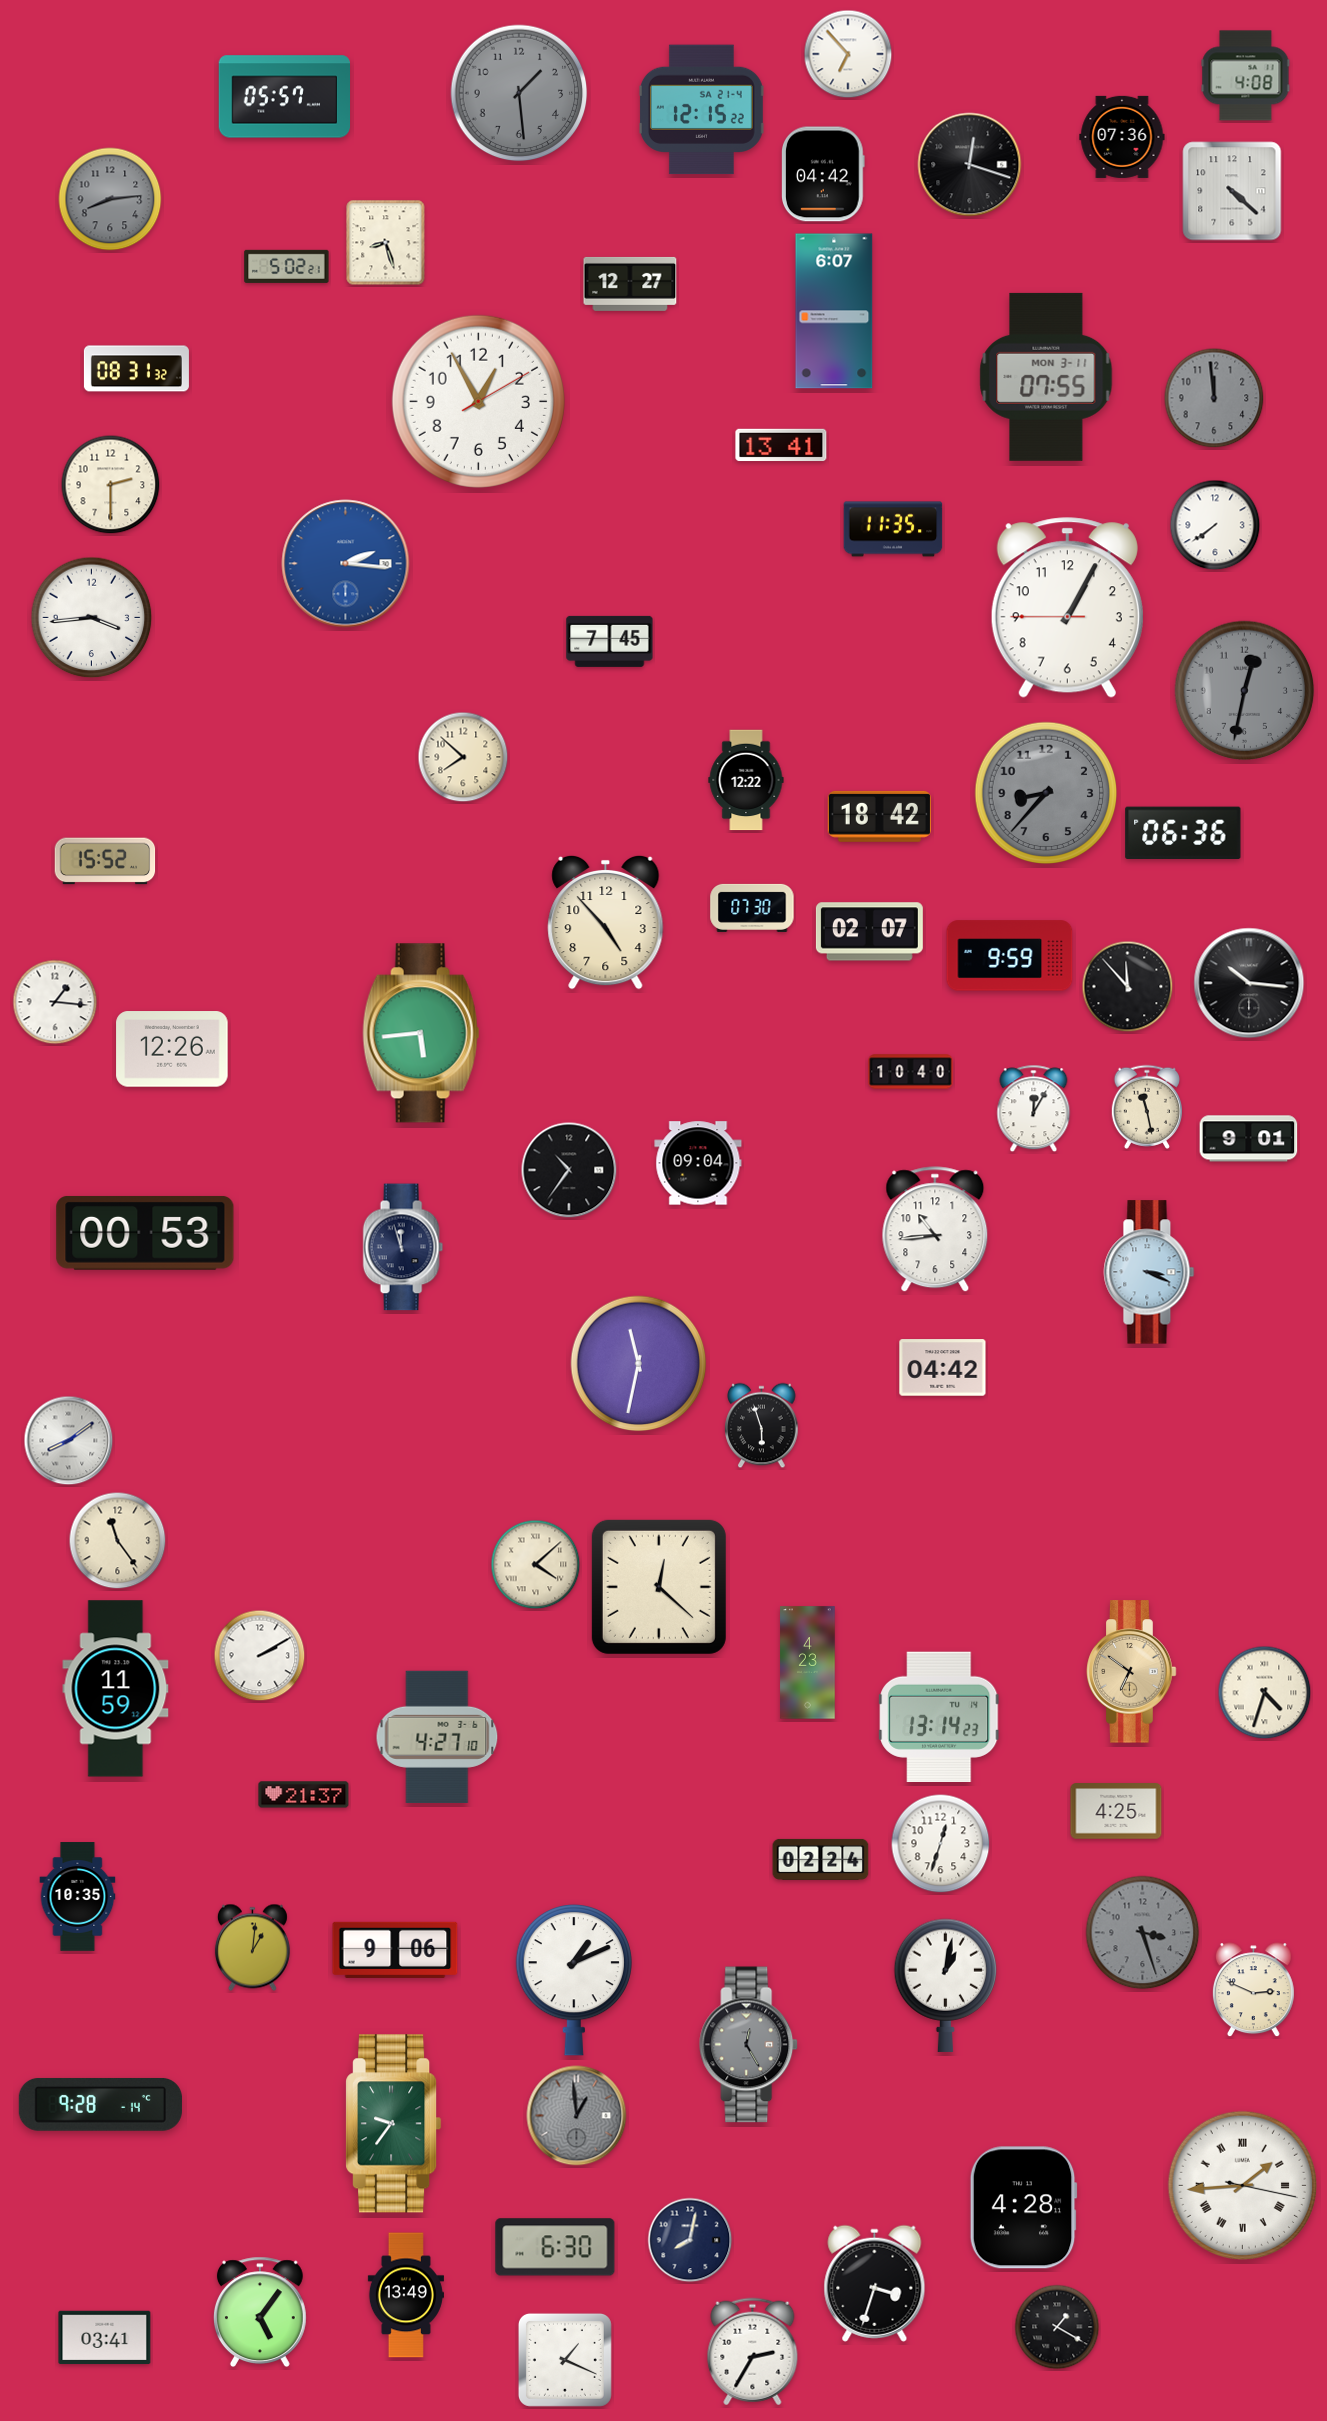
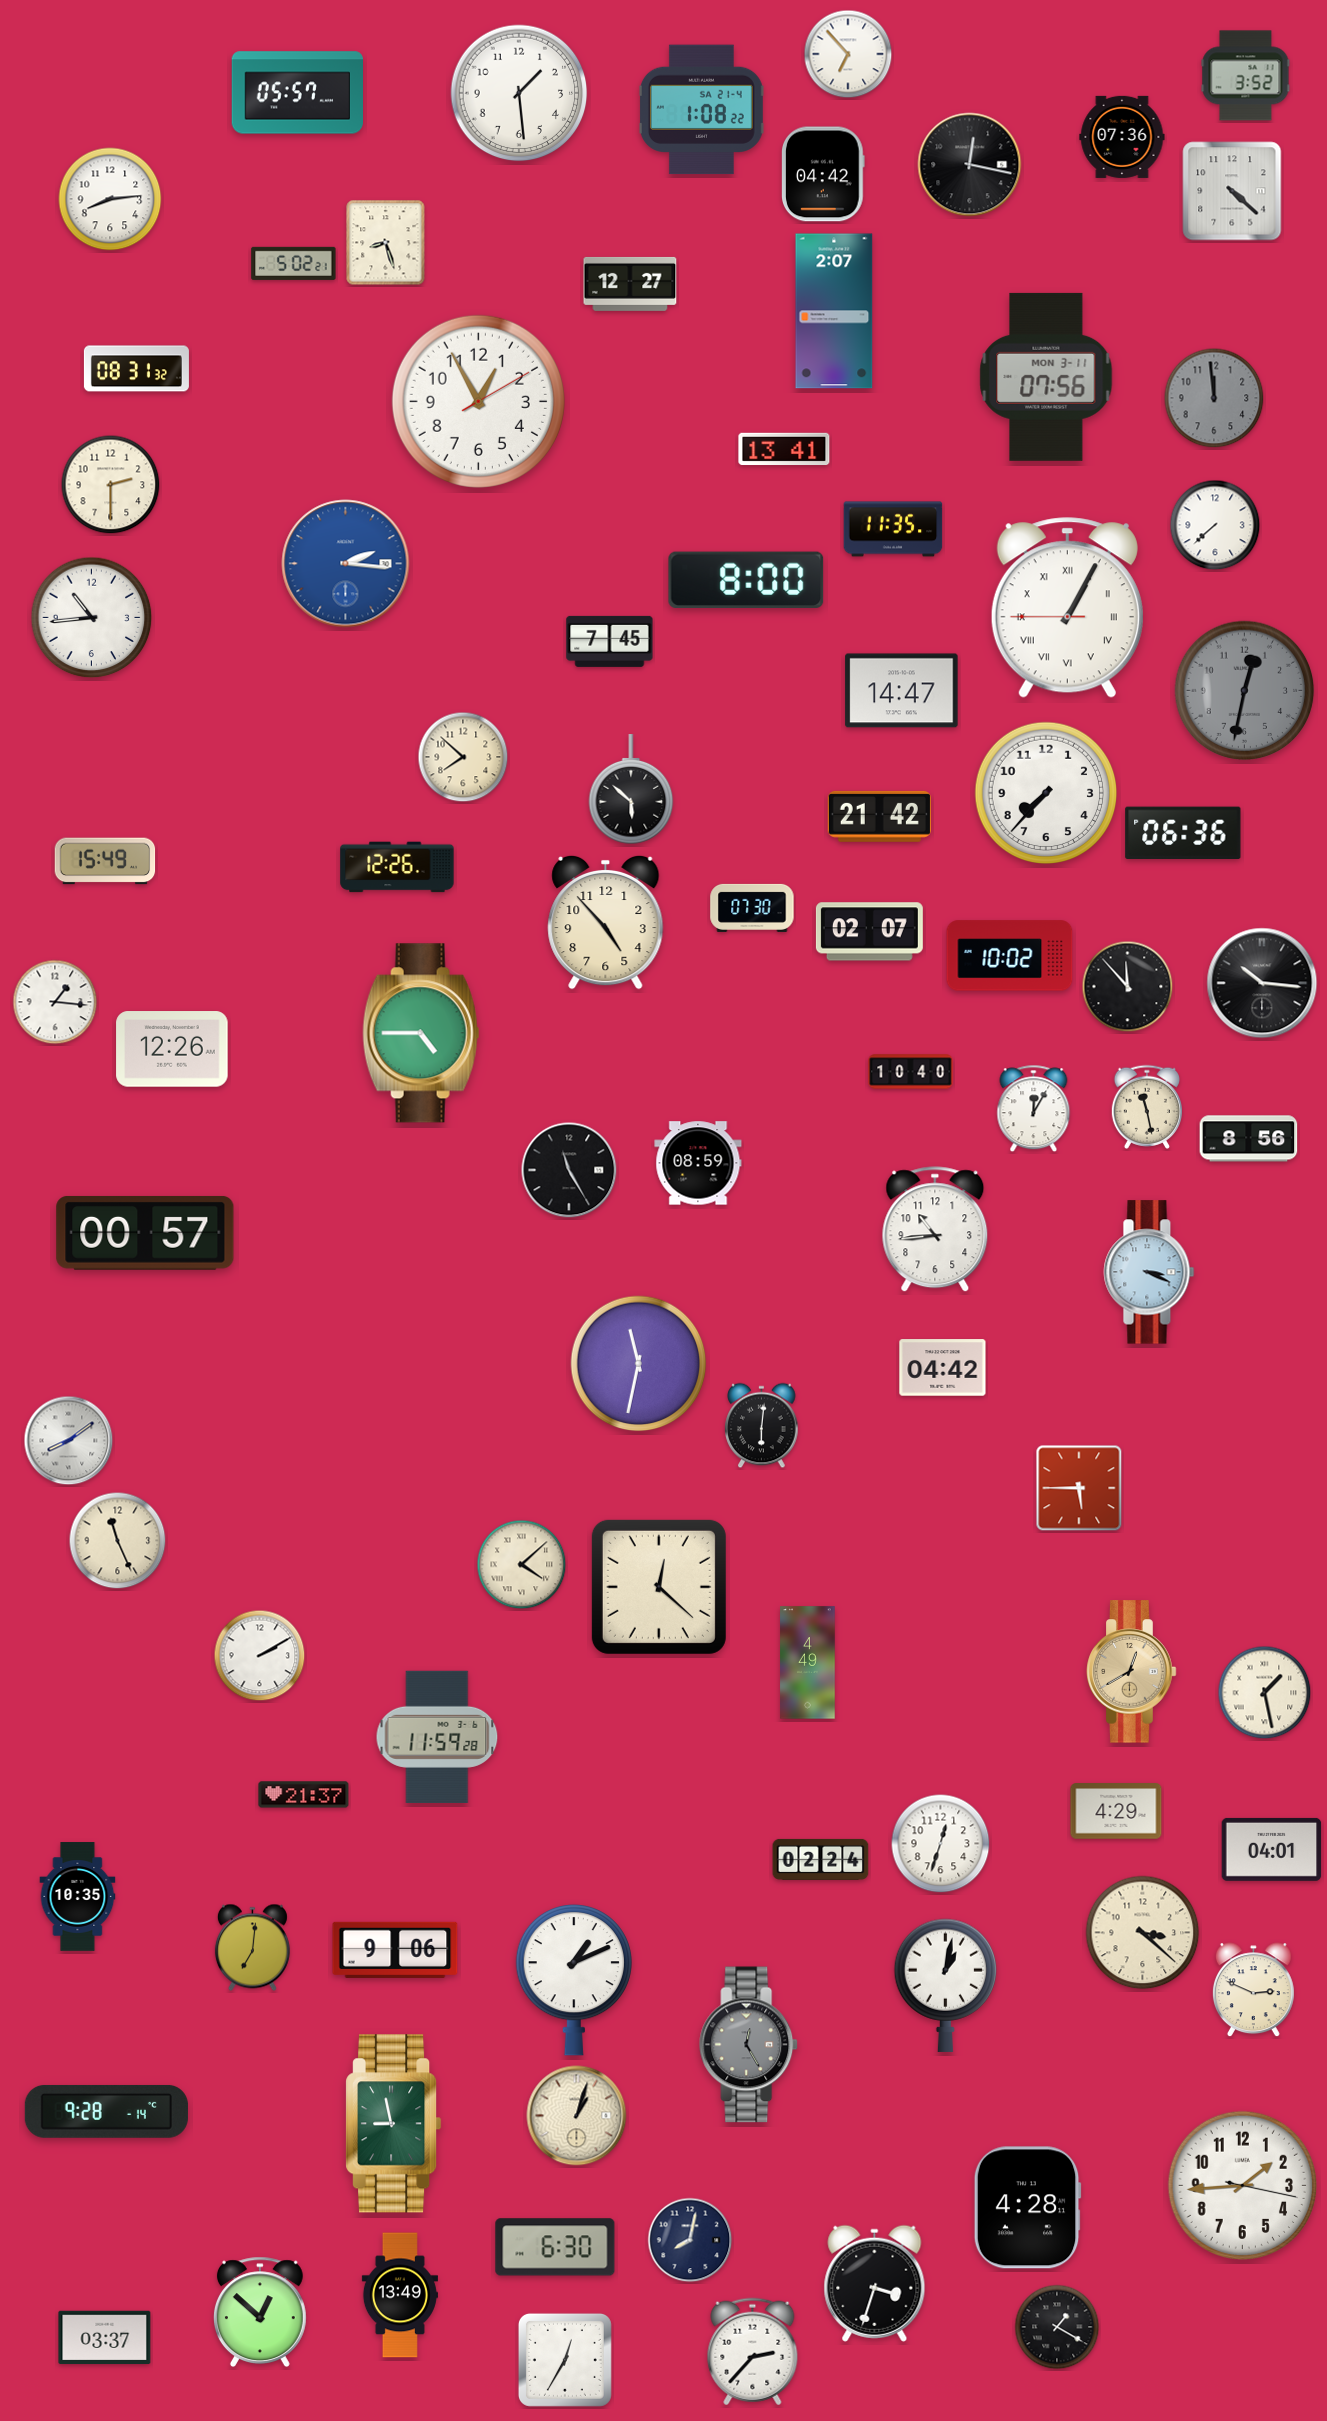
clock at (1246, 76): 4:08 -> 3:52
clock at (519, 93) dial: grey -> white
clock at (284, 97) position: (284, 97) -> (297, 93)
clock at (701, 110): 12:15 -> 1:08
clock at (970, 165): 12:18 -> 12:17
clock at (110, 199) dial: grey -> white
clock at (287, 266) position: (287, 266) -> (294, 263)
clock at (834, 311): 6:07 -> 2:07
clock at (1046, 377): 07:55 -> 07:56
clock at (781, 445) position: (781, 445) -> (784, 449)
clock at (1215, 525): 7:39 -> 7:38
clock at (746, 580): none -> 8:00
clock at (1067, 608) numerals: Arabic -> Roman
clock at (92, 618): 3:44 -> 10:44
clock at (902, 691): none -> 14:47
clock at (746, 780): 12:22 -> none
clock at (631, 790): none -> 5:52
clock at (1046, 793): 8:37 -> 7:37
clock at (1046, 793) dial: grey -> white
clock at (879, 816): 18:42 -> 21:42
clock at (105, 861): 15:52 -> 15:49
clock at (397, 867): none -> 12:26
clock at (1010, 956): 9:59 -> 10:02
clock at (1249, 983) position: (1249, 983) -> (1262, 983)
clock at (421, 1033): 5:44 -> 4:45
clock at (1249, 1139): 9:01 -> 8:56
clock at (698, 1163): 09:04 -> 08:59
clock at (569, 1170): 10:36 -> 11:25
clock at (145, 1233): 00:53 -> 00:57
clock at (403, 1247): 11:57 -> none
clock at (762, 1426): 5:57 -> 6:01
clock at (1079, 1488): none -> 5:45
clock at (118, 1541): 11:24 -> 11:26
clock at (536, 1565) position: (536, 1565) -> (522, 1565)
clock at (808, 1663): 4:23 -> 4:49
clock at (1132, 1672): 6:51 -> 12:40
clock at (116, 1689): 11:59 -> none
clock at (1265, 1693): 4:33 -> 1:28
clock at (939, 1716): 13:14 -> none
clock at (437, 1737): 4:27 -> 11:59
clock at (1116, 1811): 4:25 -> 4:29
clock at (1272, 1849): none -> 04:01
clock at (1143, 1933): 3:27 -> 3:22
clock at (1143, 1933) dial: grey -> cream
clock at (252, 1948): 1:01 -> 7:01
clock at (100, 2104) position: (100, 2104) -> (106, 2111)
clock at (577, 2116): 12:59 -> 1:03
clock at (577, 2116) dial: grey -> cream
clock at (394, 2124): 9:36 -> 8:58
clock at (1243, 2186) numerals: Roman -> Arabic
clock at (1023, 2208) position: (1023, 2208) -> (1027, 2208)
clock at (406, 2295) position: (406, 2295) -> (400, 2295)
clock at (260, 2312): 5:06 -> 12:52
clock at (105, 2338): 03:41 -> 03:37
clock at (753, 2352): 2:35 -> 2:37
clock at (565, 2360): 1:19 -> 12:35
